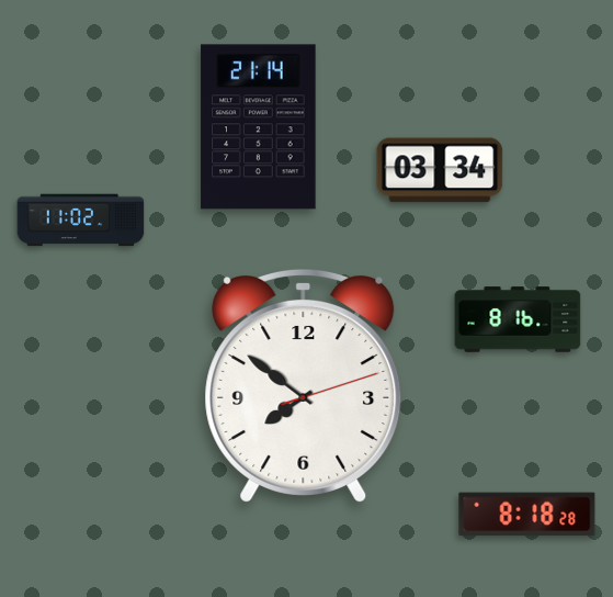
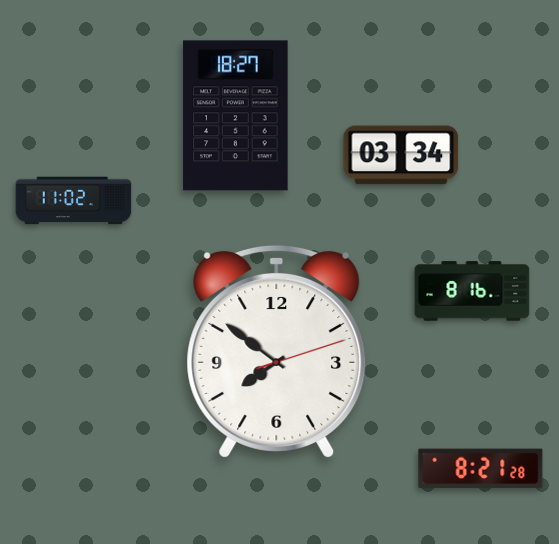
clock at (259, 127): 21:14 -> 18:27
clock at (527, 515): 8:18 -> 8:21
